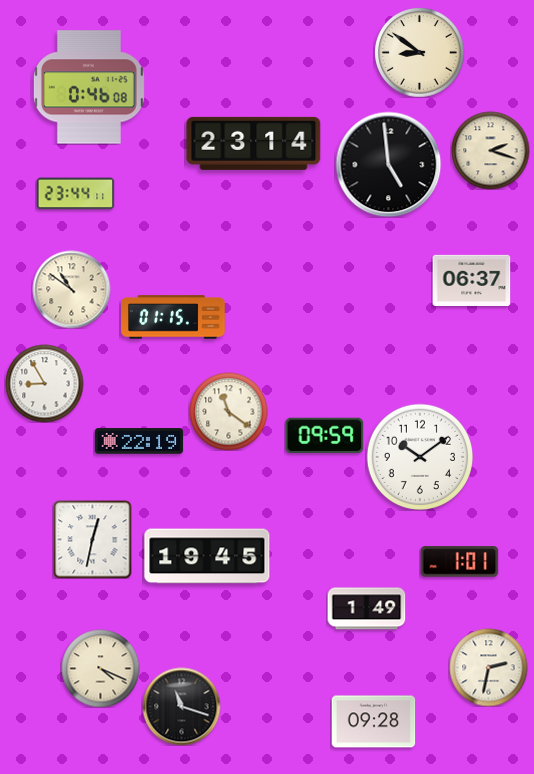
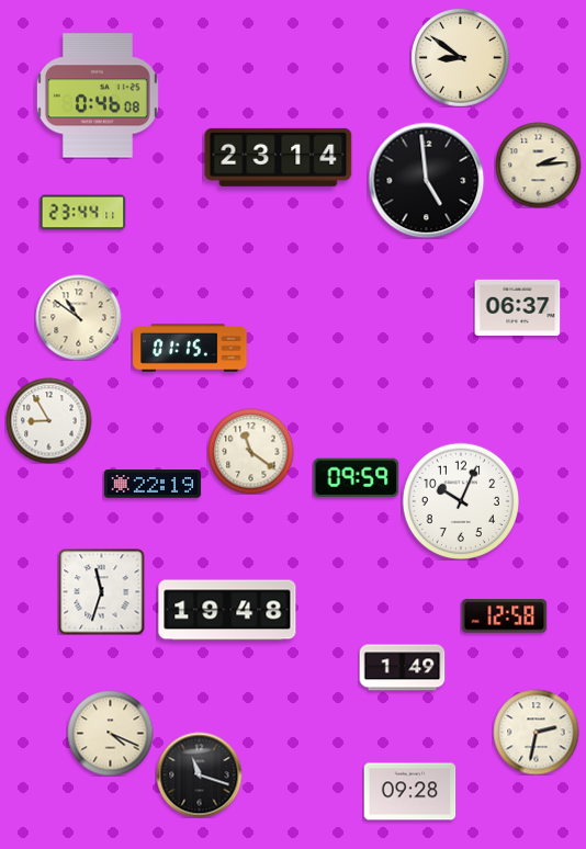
clock at (490, 150): 2:18 -> 2:14
clock at (419, 456): 10:09 -> 10:04
clock at (92, 539): 12:32 -> 11:33
clock at (207, 556): 19:45 -> 19:48
clock at (459, 562): 1:01 -> 12:58
